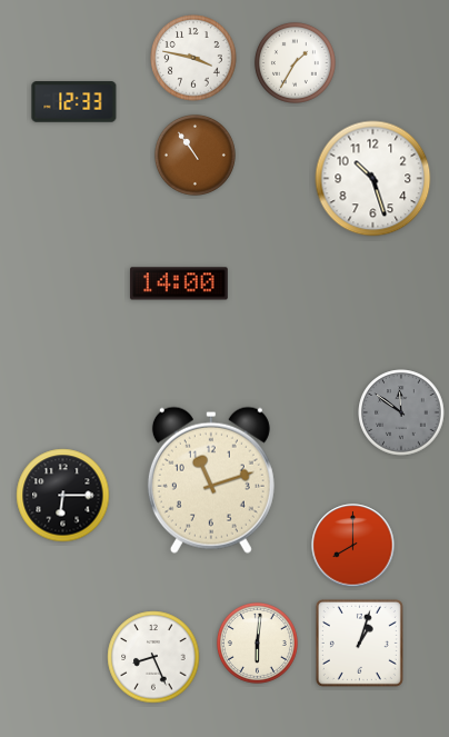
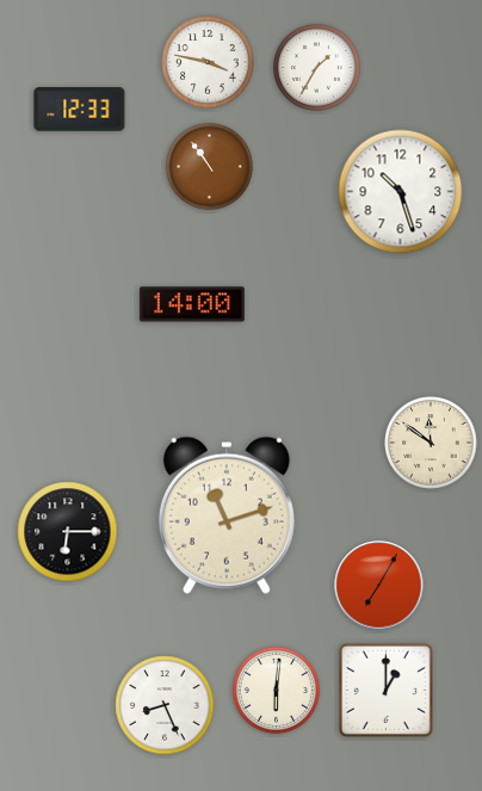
clock at (401, 412) dial: grey -> cream
clock at (353, 546): 8:00 -> 7:05
clock at (359, 643): 1:03 -> 1:00
